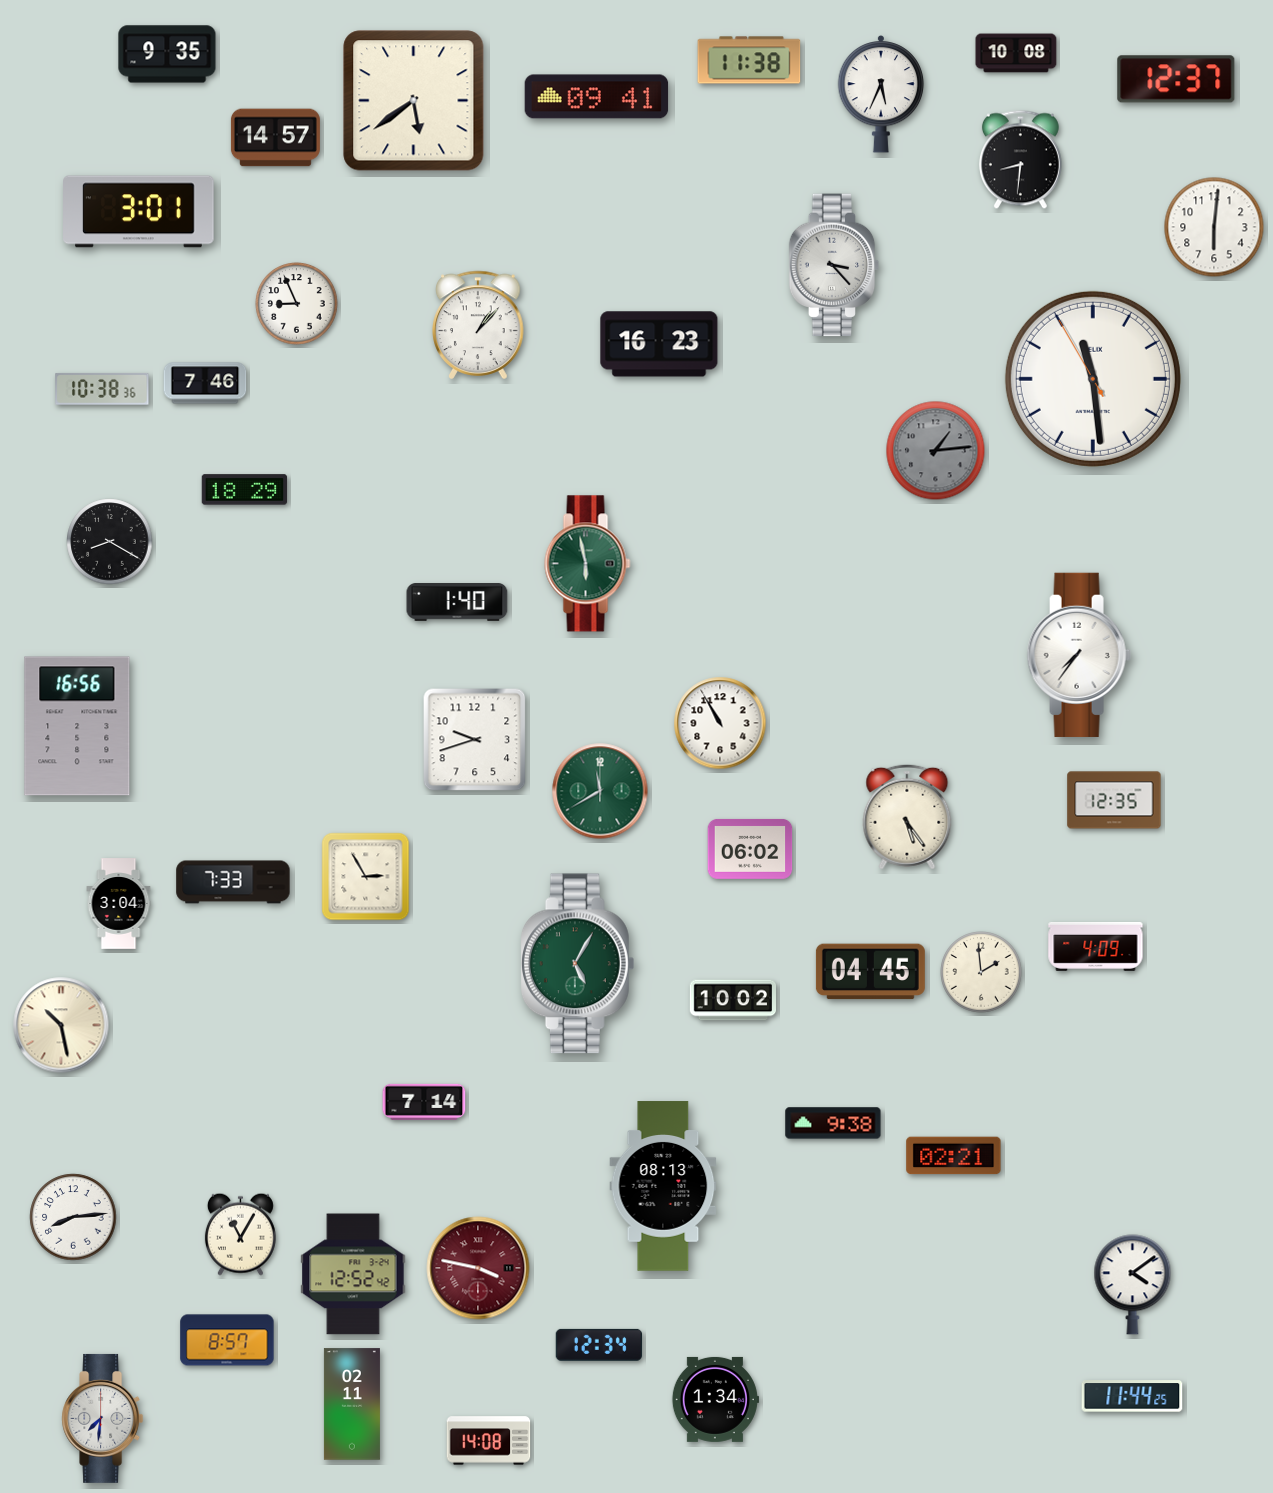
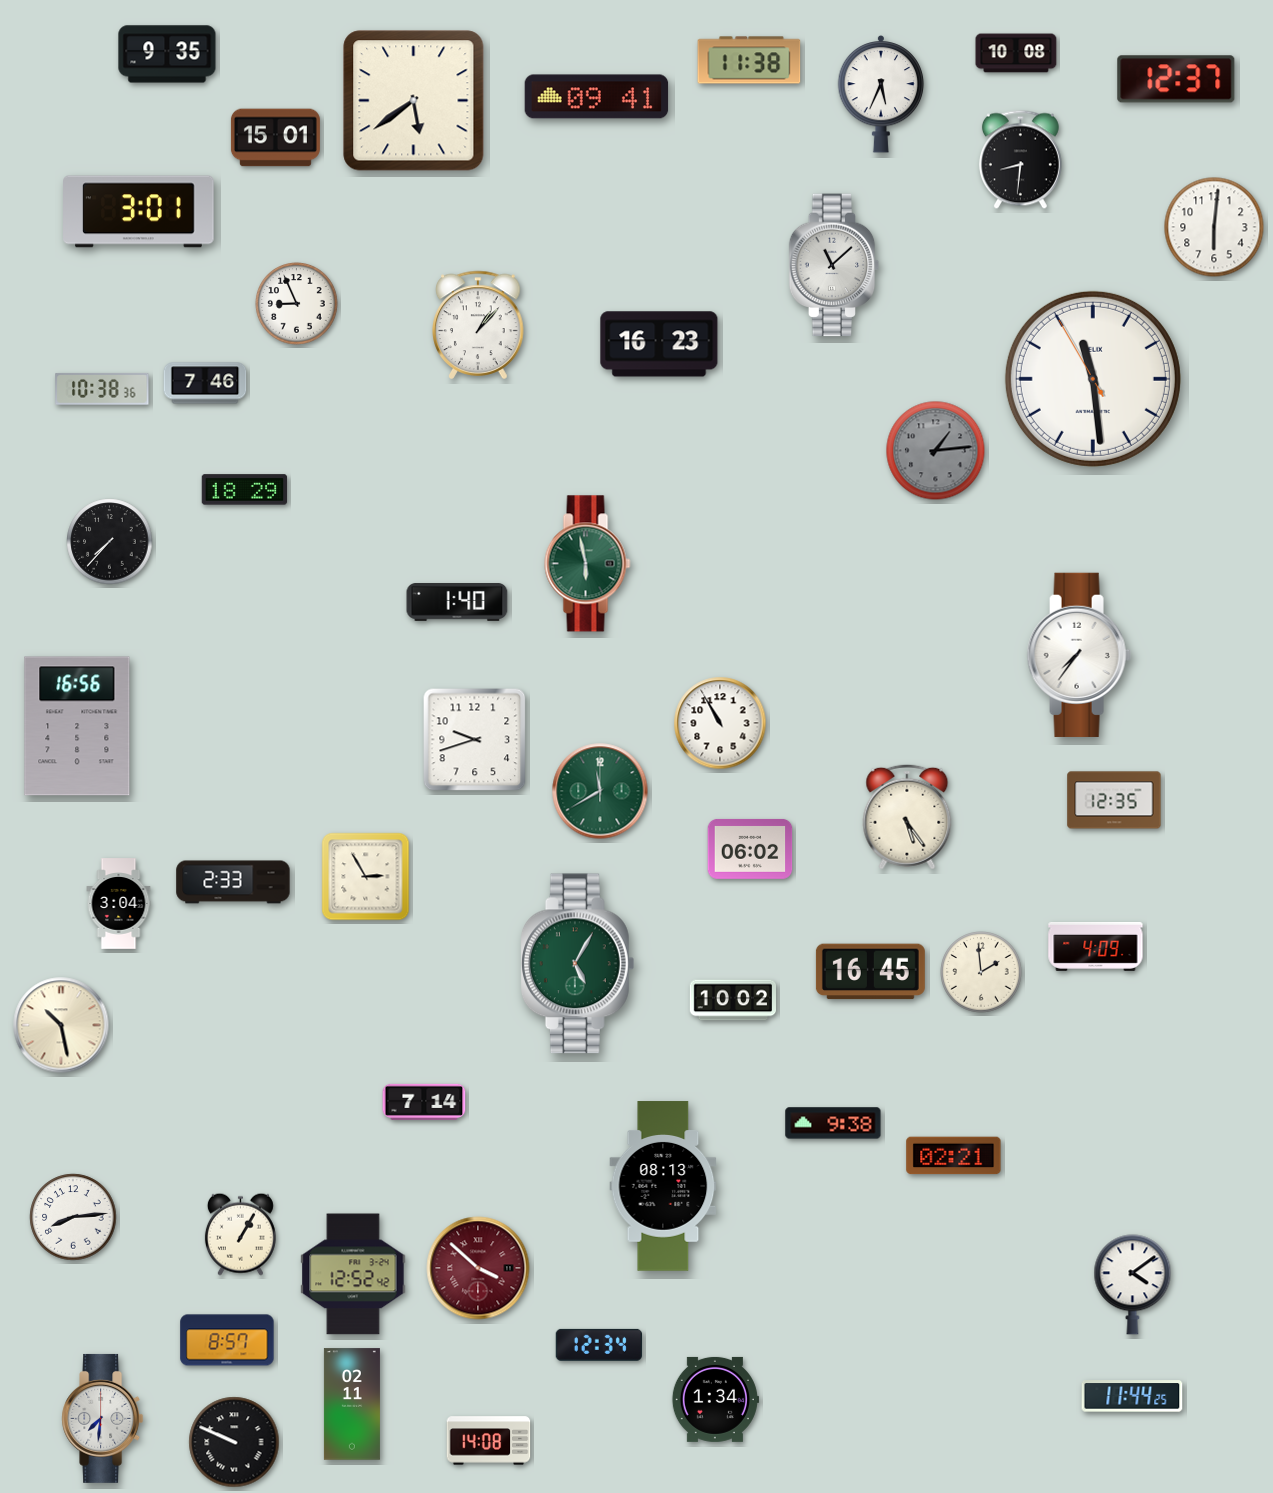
clock at (275, 138): 14:57 -> 15:01
clock at (834, 265): 3:23 -> 11:08
clock at (110, 542): 8:20 -> 7:37
clock at (233, 882): 7:33 -> 2:33
clock at (870, 972): 04:45 -> 16:45
clock at (240, 1234): 11:05 -> 1:05
clock at (478, 1268): 3:47 -> 3:52
clock at (234, 1442): none -> 9:49
